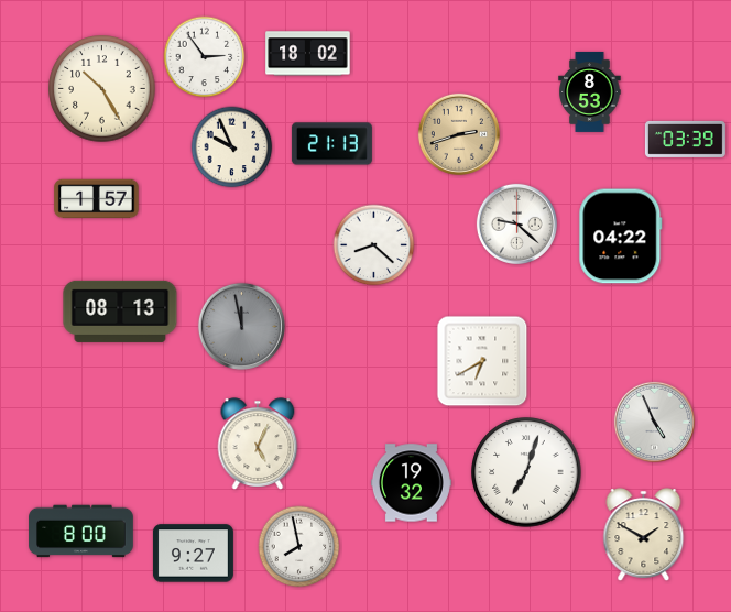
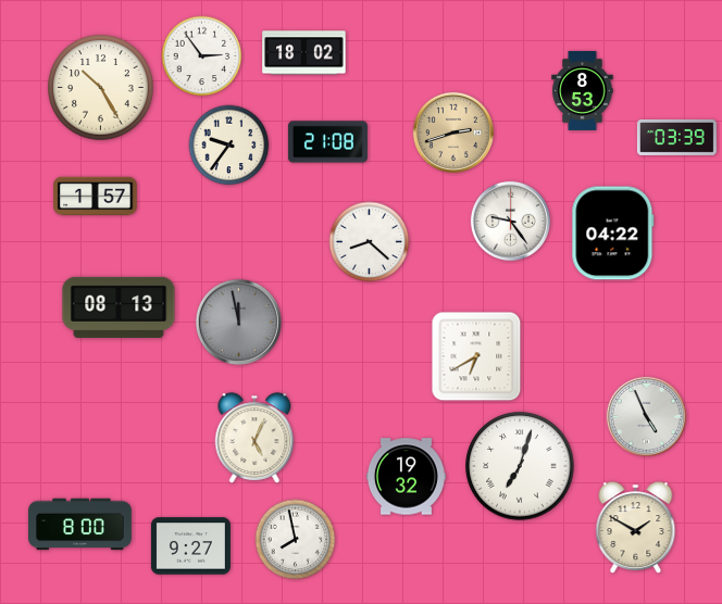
clock at (331, 144): 21:13 -> 21:08
clock at (232, 147): 9:56 -> 9:36
clock at (516, 223): 9:22 -> 9:24
